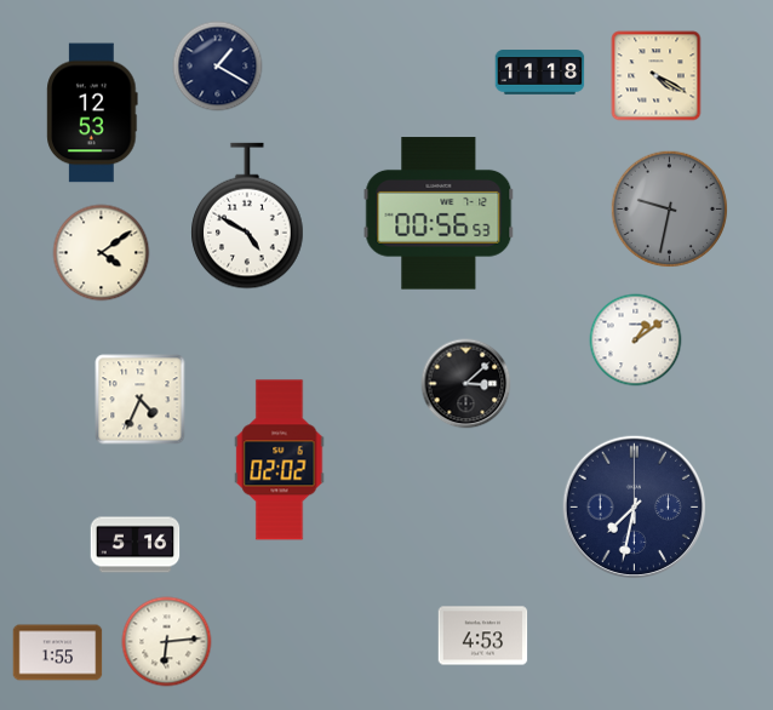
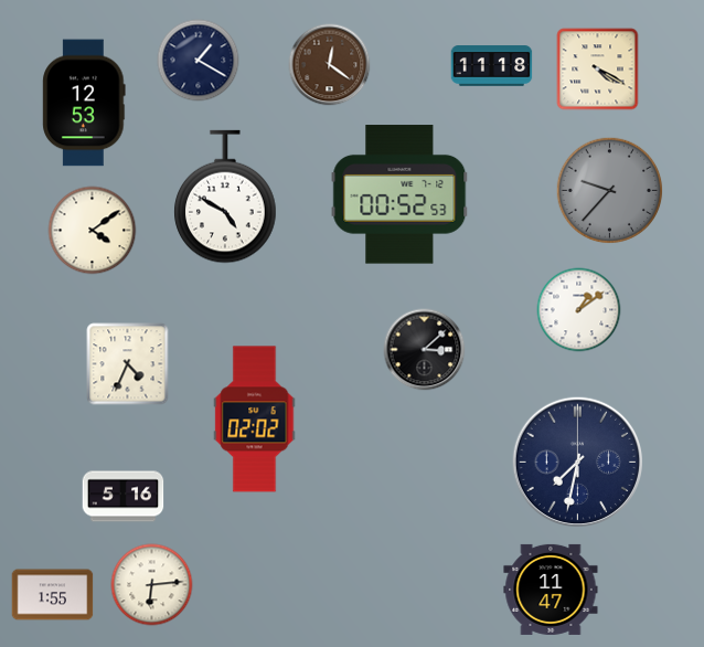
clock at (330, 65): none -> 12:21
clock at (670, 210): 9:32 -> 9:37
clock at (439, 213): 00:56 -> 00:52
clock at (483, 636): 4:53 -> none
clock at (551, 590): none -> 11:47
